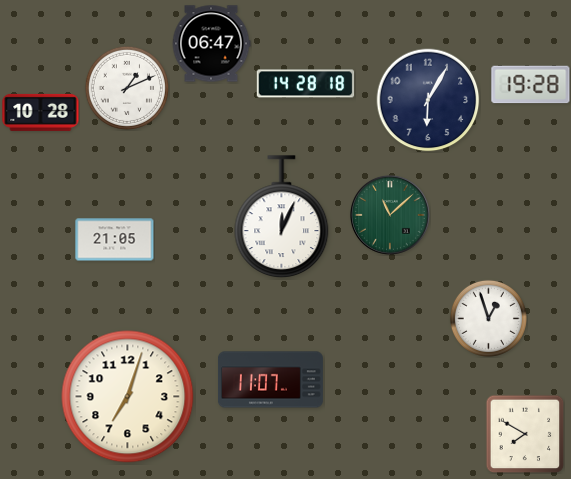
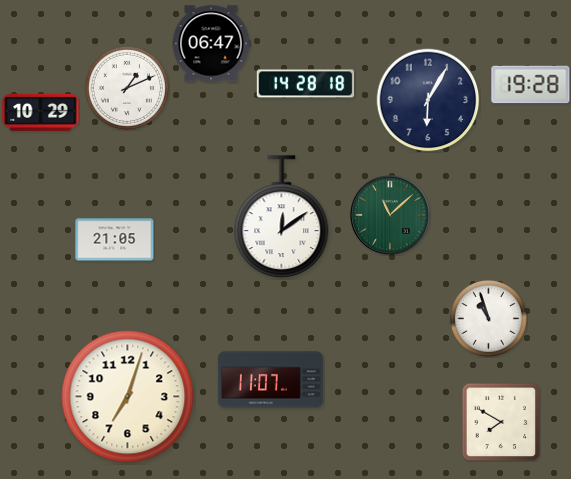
clock at (41, 112): 10:28 -> 10:29
clock at (282, 217): 12:04 -> 12:09
clock at (488, 318): 12:57 -> 10:57
clock at (525, 434) position: (525, 434) -> (501, 422)
